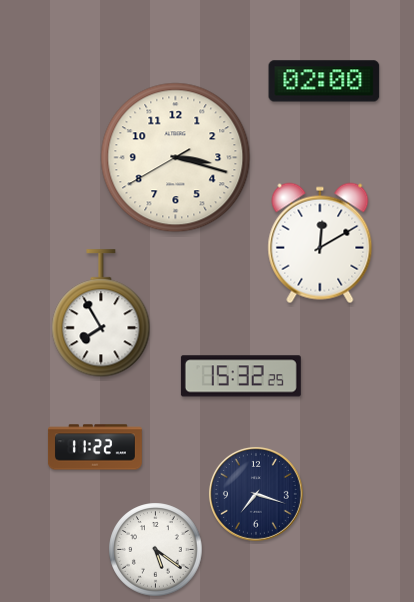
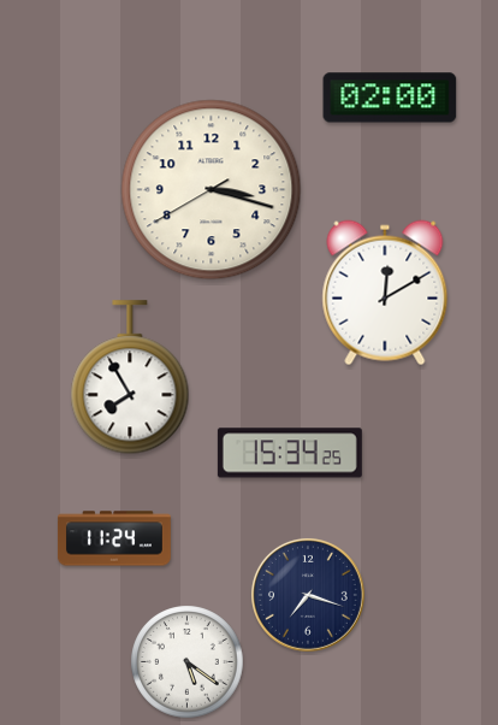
clock at (101, 314) position: (101, 314) -> (130, 378)
clock at (241, 376): 15:32 -> 15:34
clock at (95, 447): 11:22 -> 11:24
